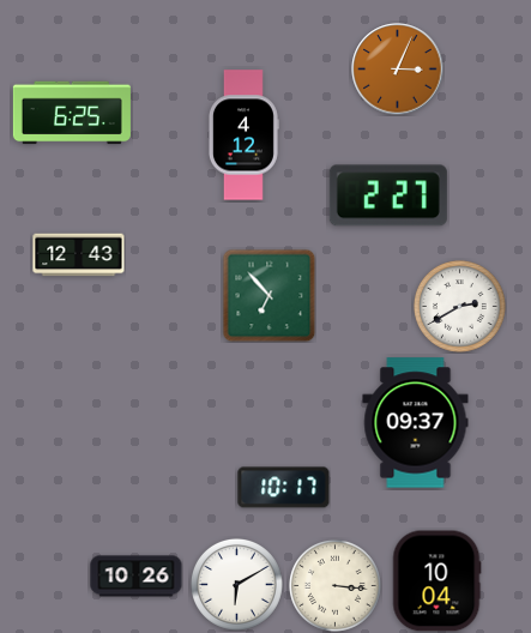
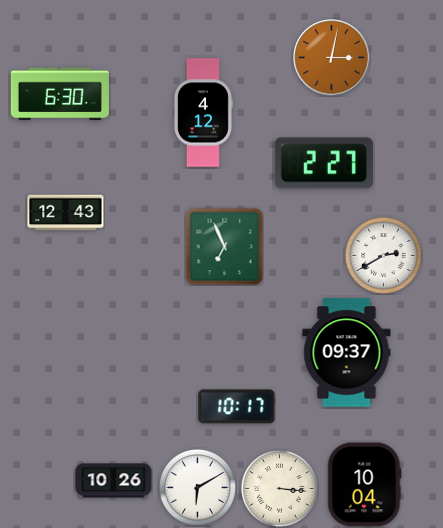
clock at (398, 70): 3:04 -> 3:02
clock at (72, 113): 6:25 -> 6:30
clock at (268, 295): 6:53 -> 6:56
